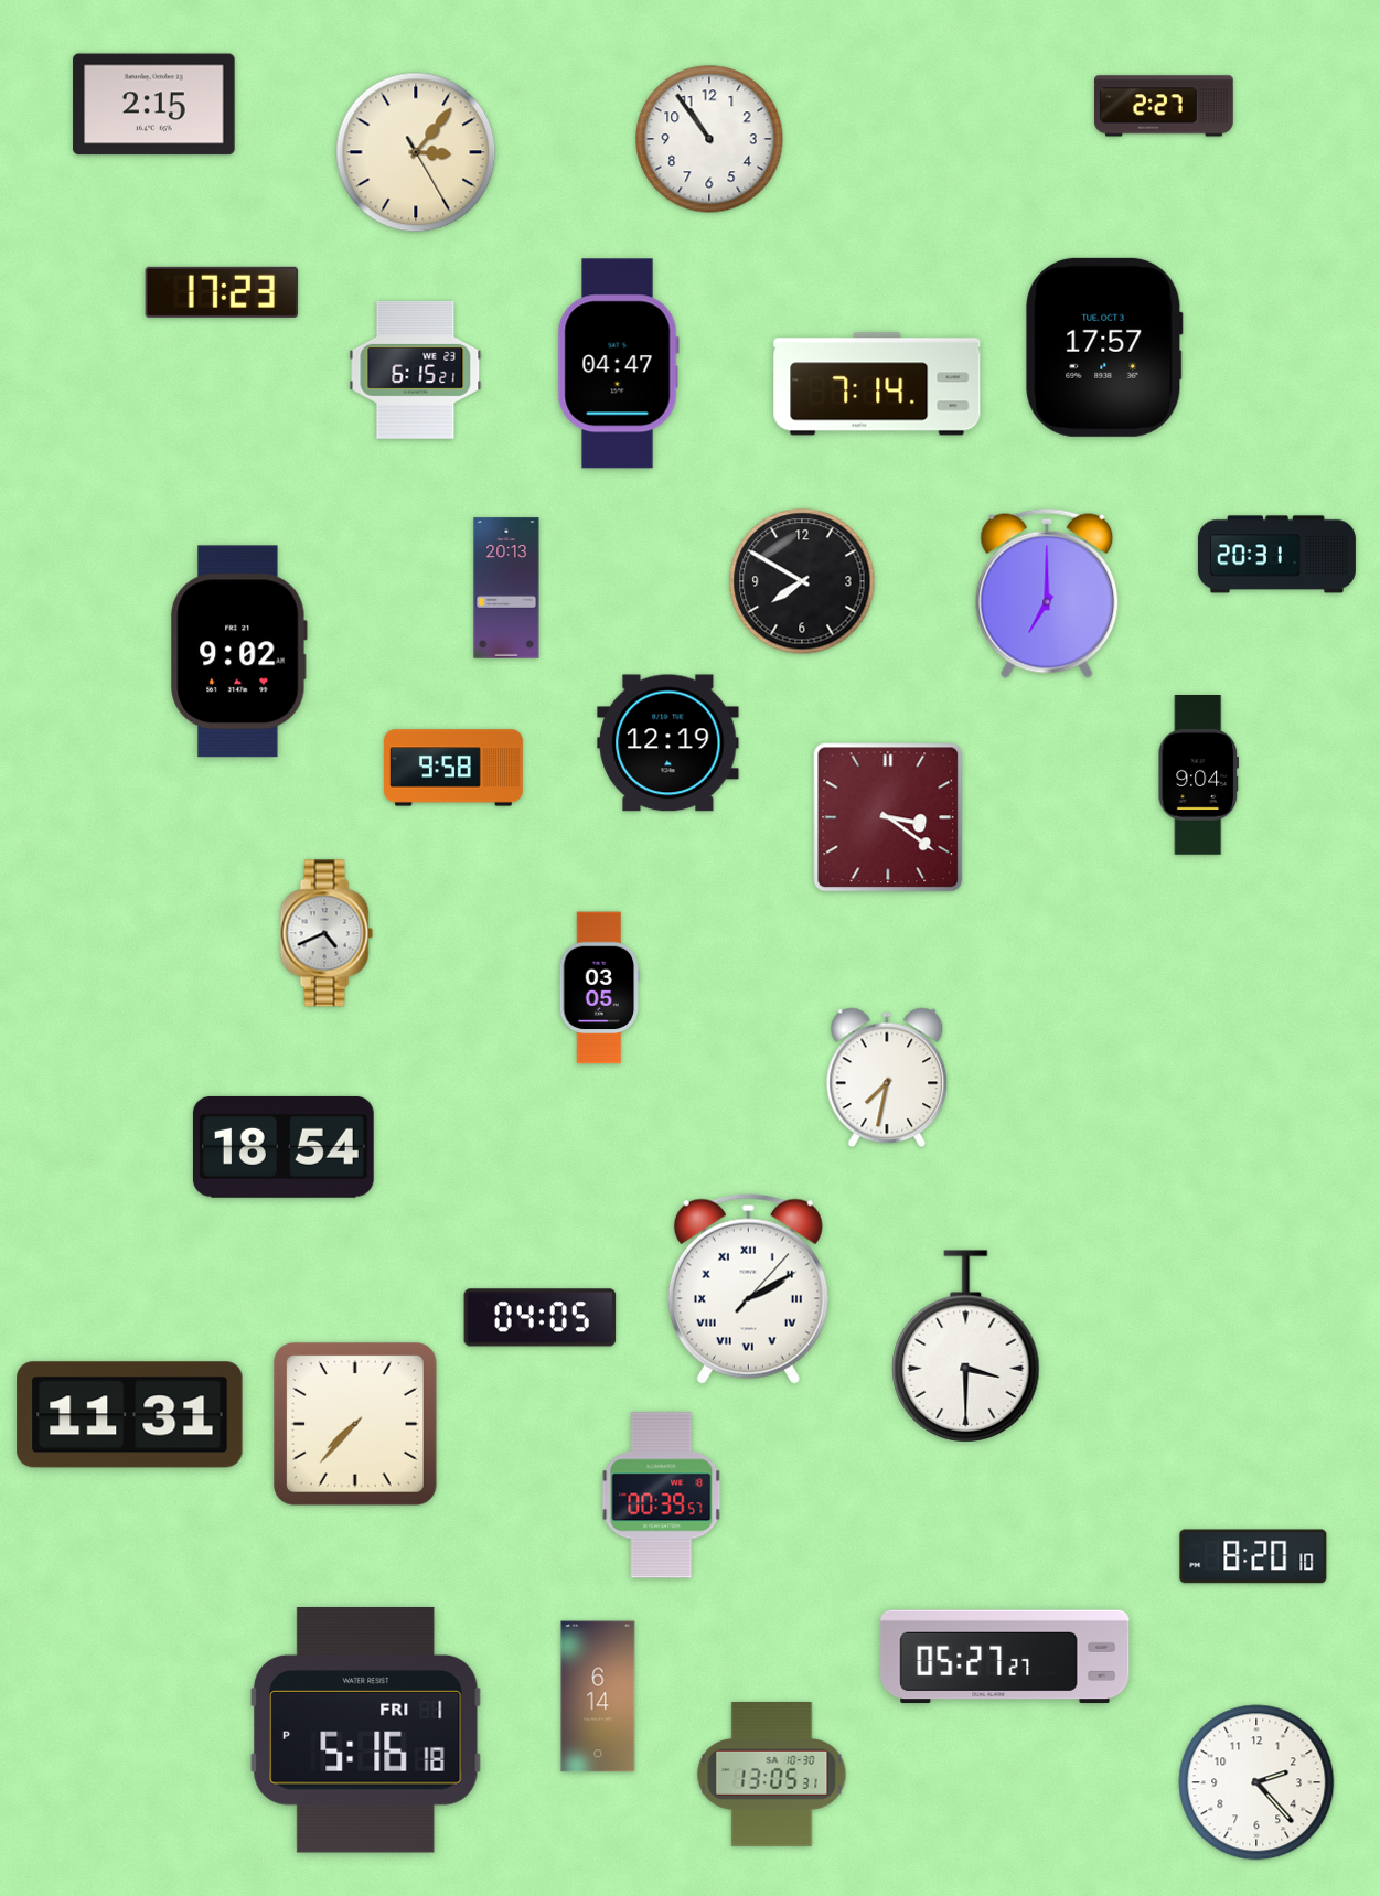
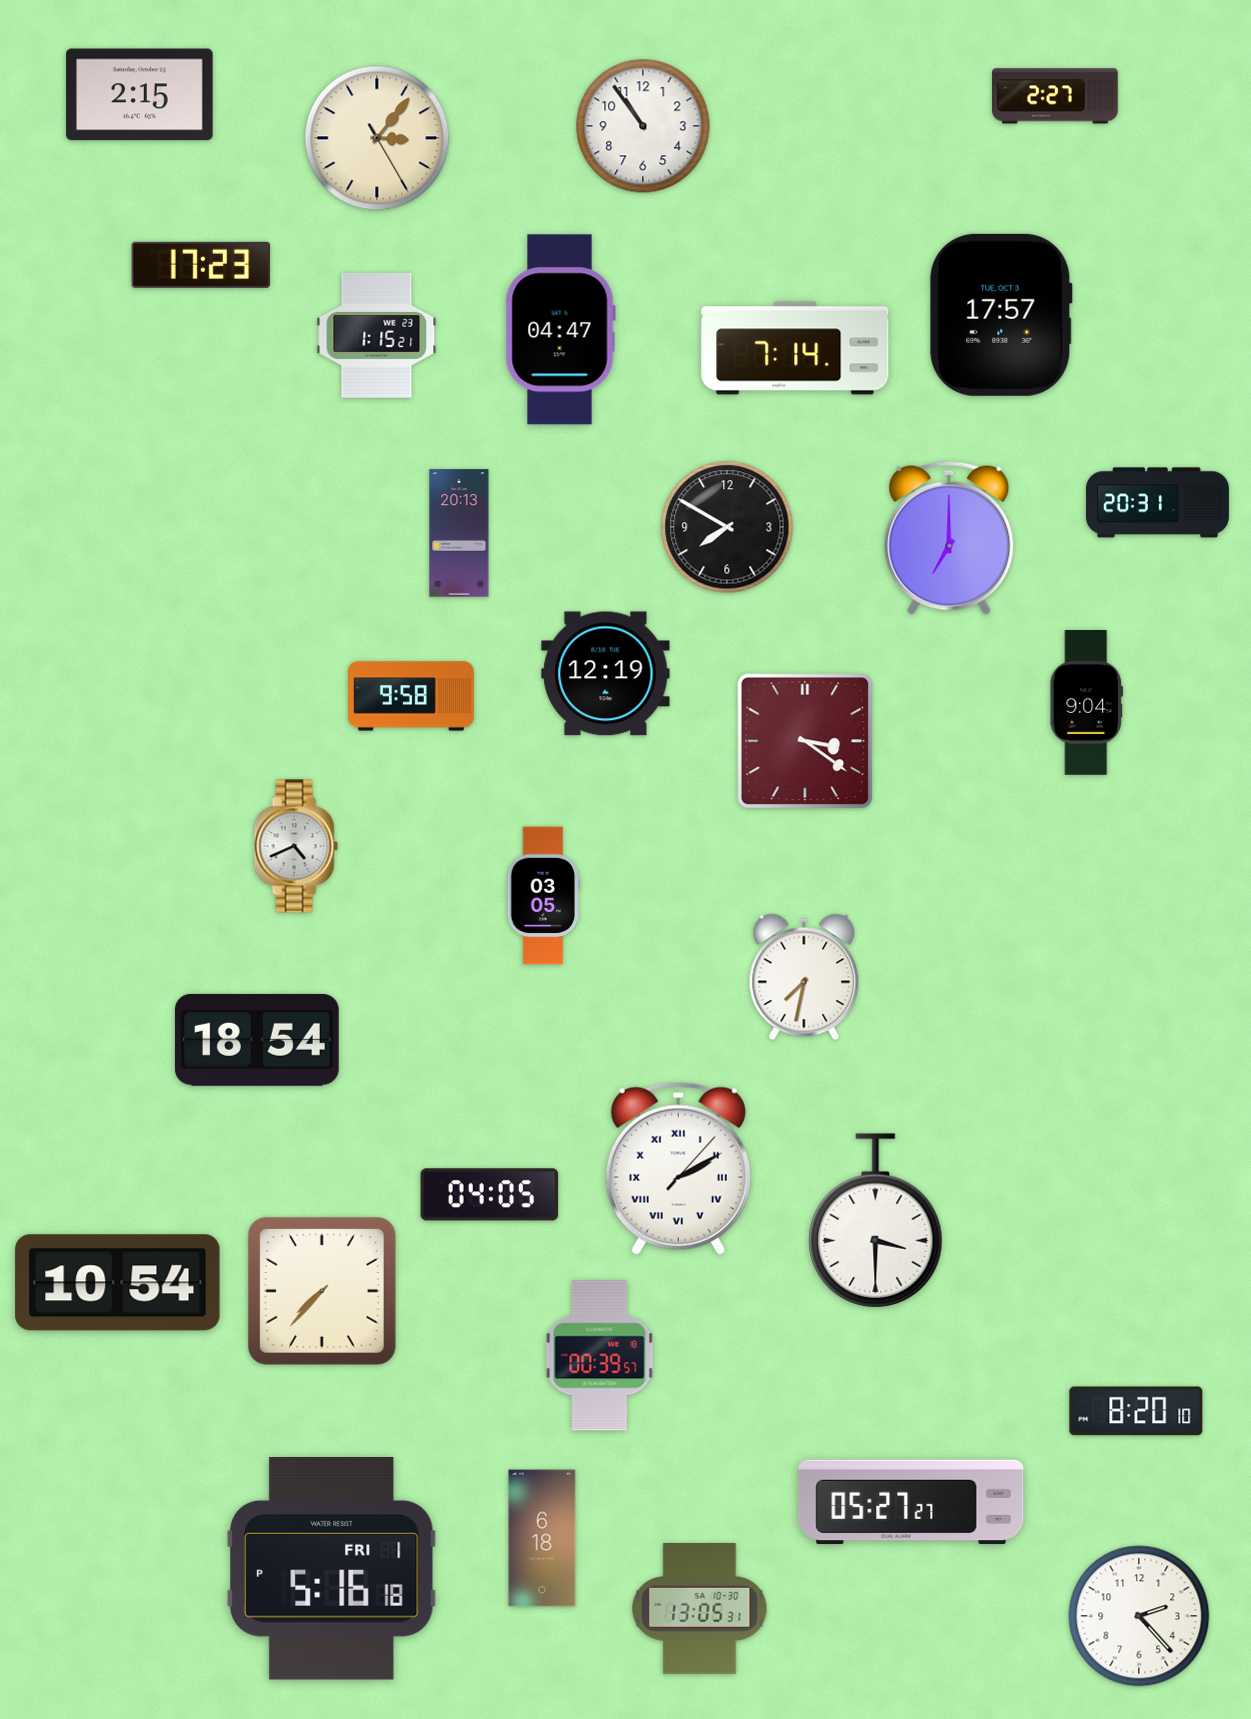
clock at (416, 369): 6:15 -> 1:15
clock at (238, 652): 9:02 -> none
clock at (130, 1415): 11:31 -> 10:54
clock at (598, 1696): 6:14 -> 6:18
